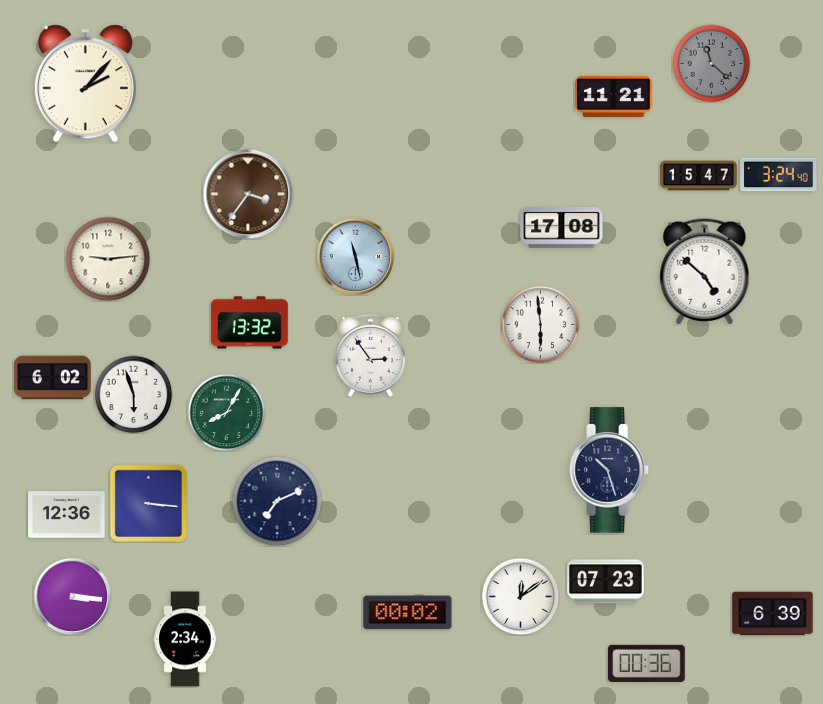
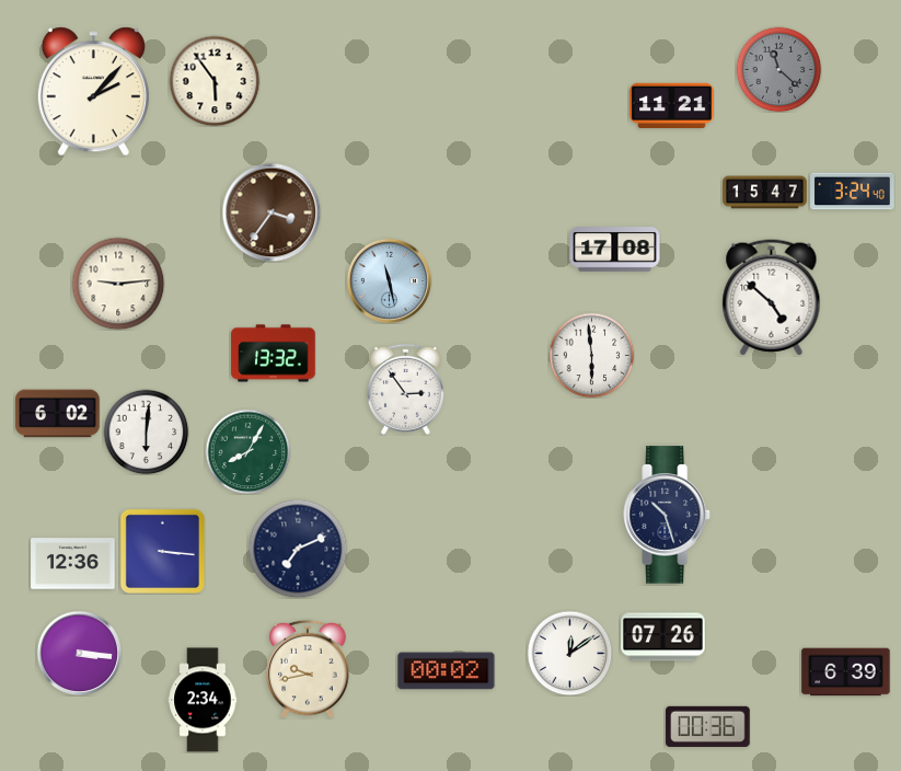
clock at (215, 81): none -> 5:54
clock at (133, 394): 5:57 -> 6:01
clock at (277, 501) position: (277, 501) -> (298, 549)
clock at (606, 582): 07:23 -> 07:26
clock at (308, 669): none -> 9:43
